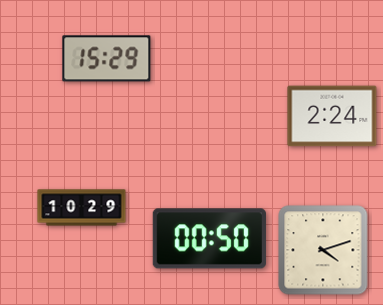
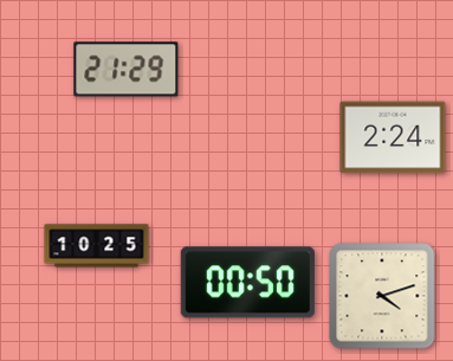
clock at (107, 59): 15:29 -> 21:29
clock at (82, 208): 10:29 -> 10:25
